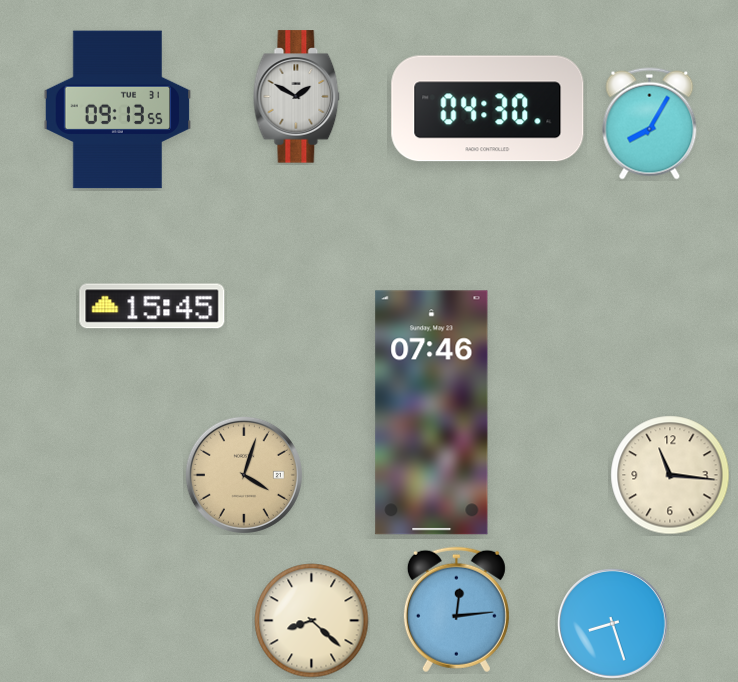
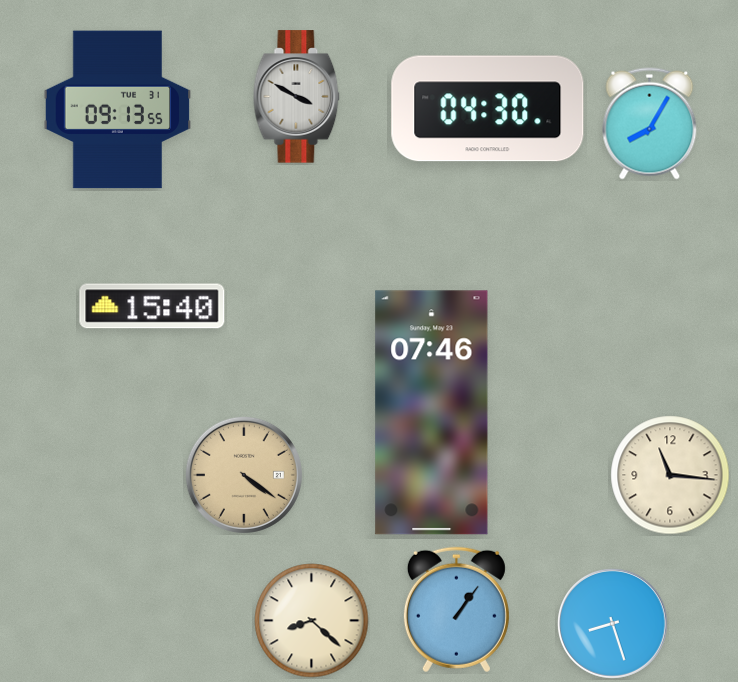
clock at (297, 97): 1:50 -> 3:50
clock at (152, 306): 15:45 -> 15:40
clock at (244, 475): 4:03 -> 4:21
clock at (456, 610): 12:14 -> 1:06
